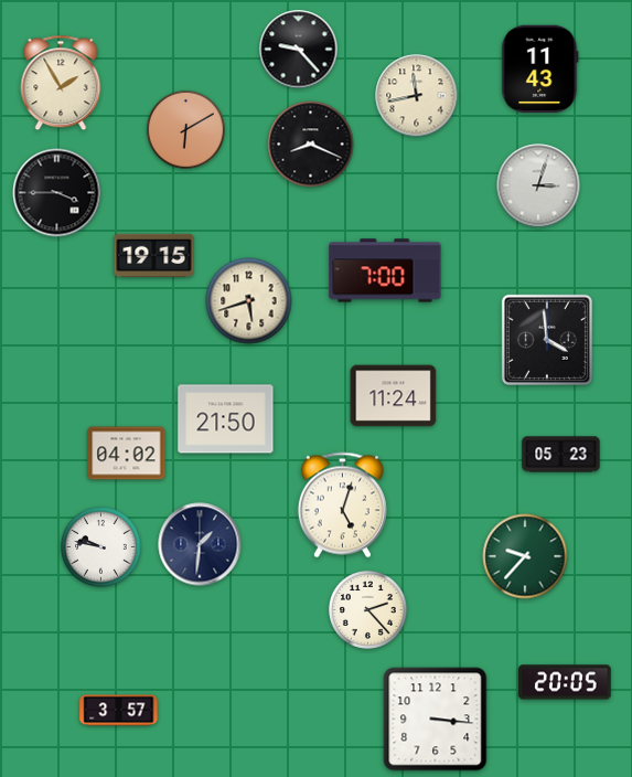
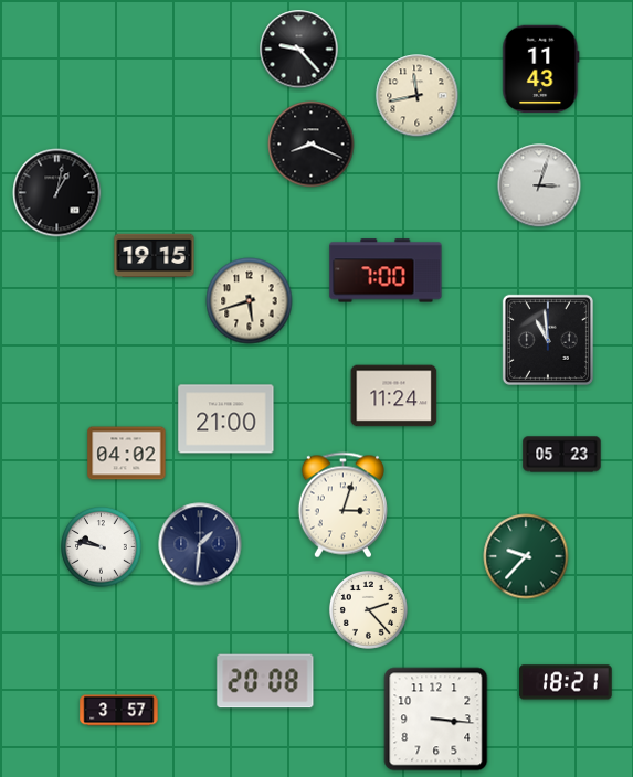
clock at (61, 83): 1:55 -> none
clock at (185, 129): 6:10 -> none
clock at (57, 193): 3:45 -> 1:02
clock at (547, 340): 3:59 -> 10:59
clock at (226, 419): 21:50 -> 21:00
clock at (342, 505): 5:03 -> 3:03
clock at (265, 681): none -> 20:08
clock at (565, 682): 20:05 -> 18:21
